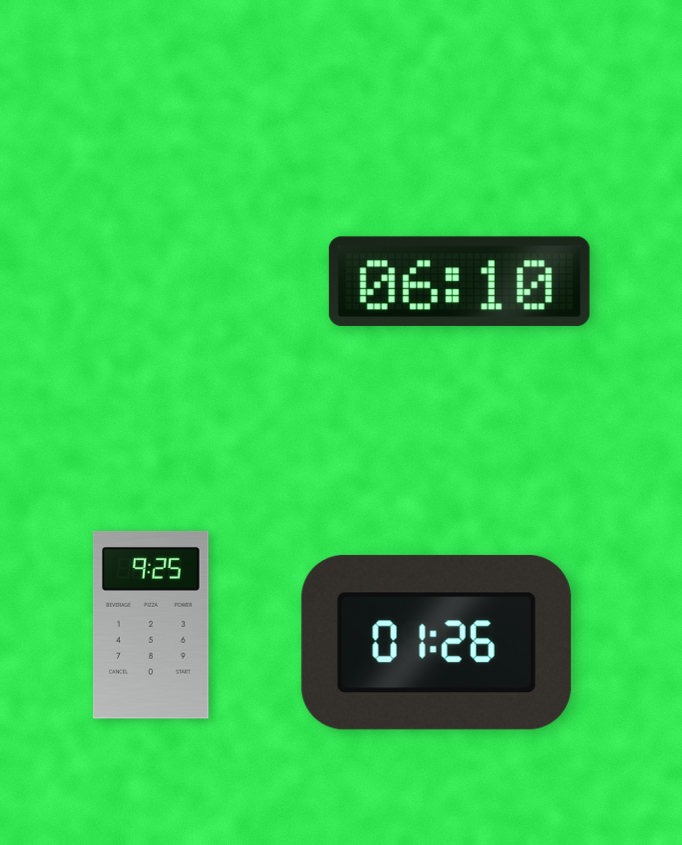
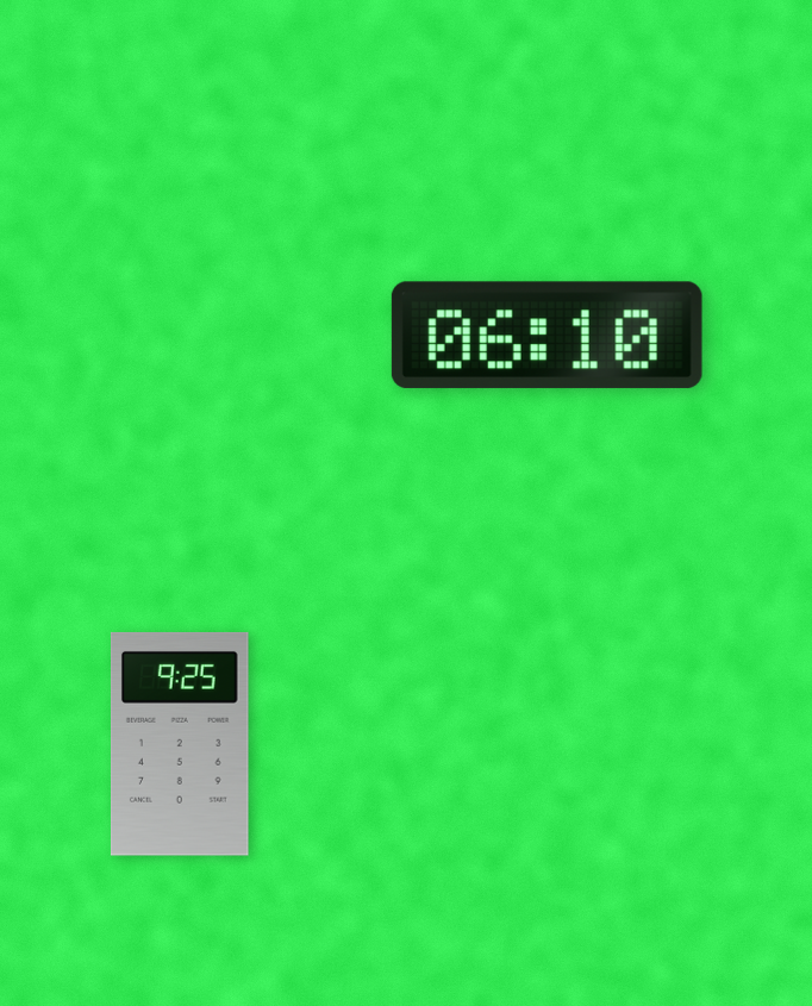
clock at (436, 642): 01:26 -> none
